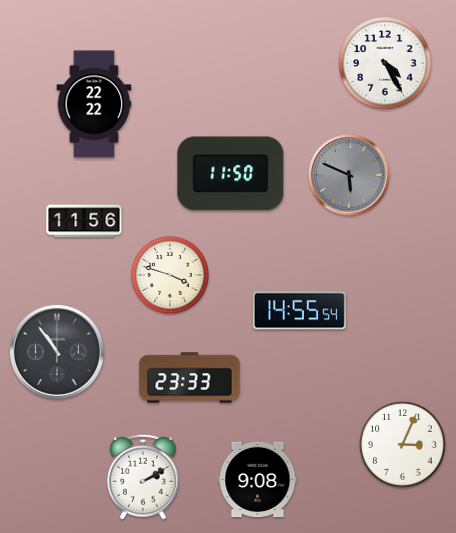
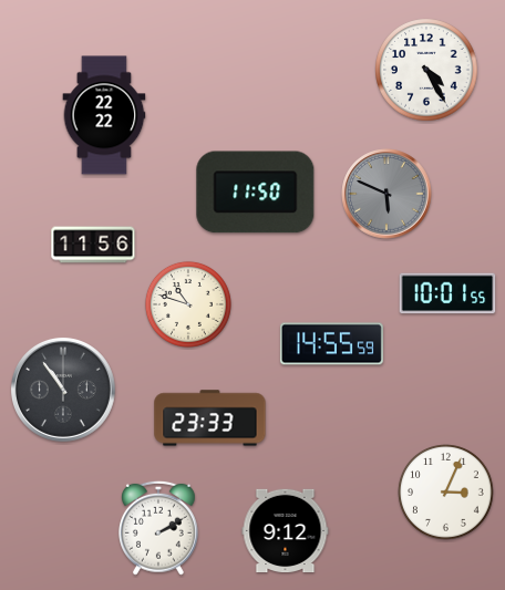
clock at (447, 293): none -> 10:01
clock at (170, 275): 3:48 -> 10:48
clock at (299, 311): 14:55:54 -> 14:55:59
clock at (258, 480): 9:08 -> 9:12
